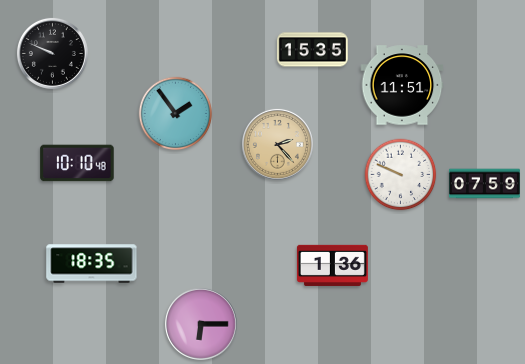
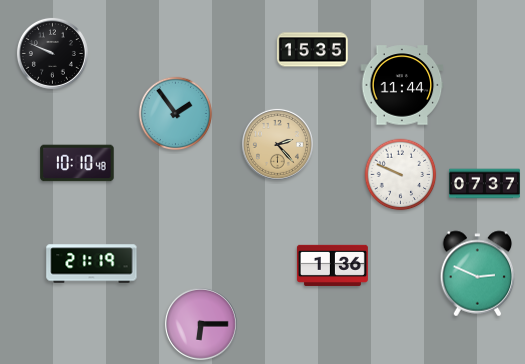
clock at (402, 85): 11:51 -> 11:44
clock at (484, 184): 07:59 -> 07:37
clock at (92, 264): 18:35 -> 21:19
clock at (478, 274): none -> 2:49
